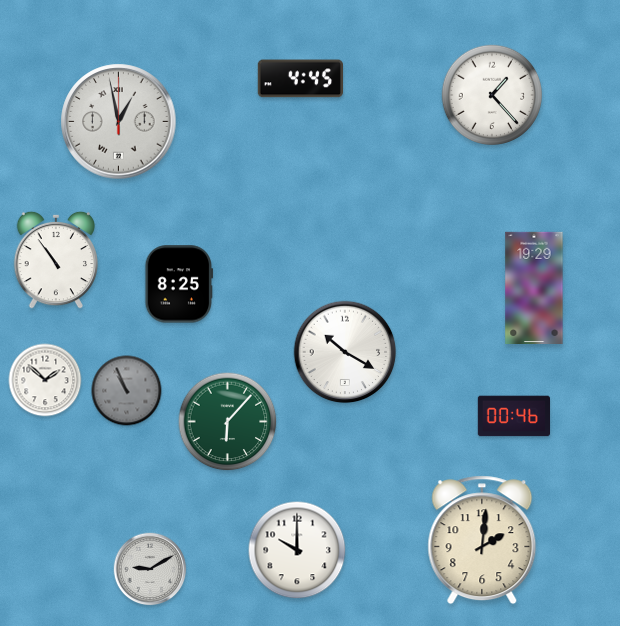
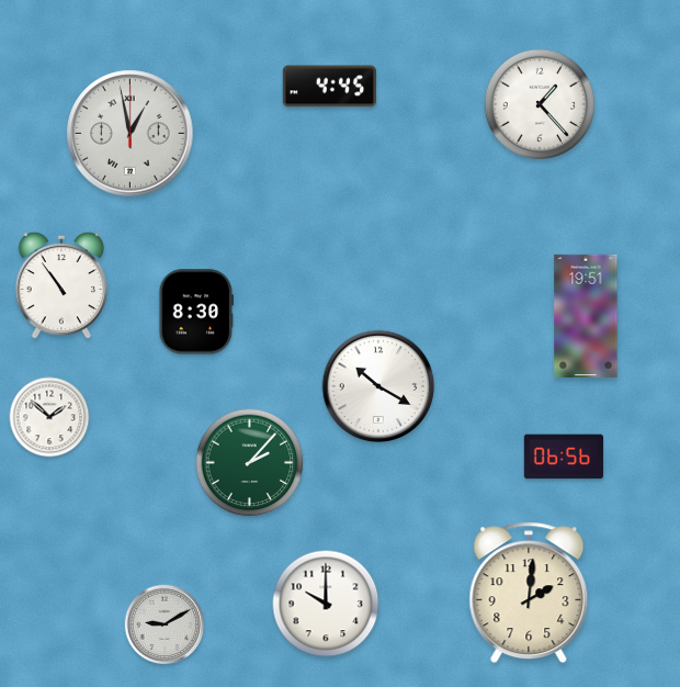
clock at (178, 284): 8:25 -> 8:30
clock at (534, 287): 19:29 -> 19:51
clock at (127, 391): 10:56 -> none
clock at (513, 416): 00:46 -> 06:56
clock at (228, 422): 6:07 -> 2:07
